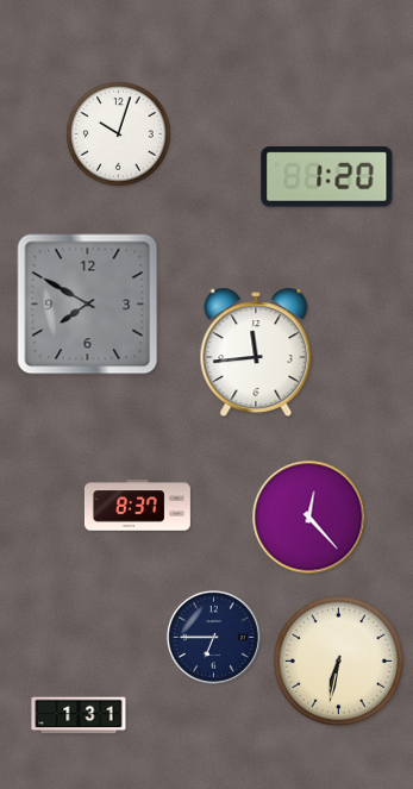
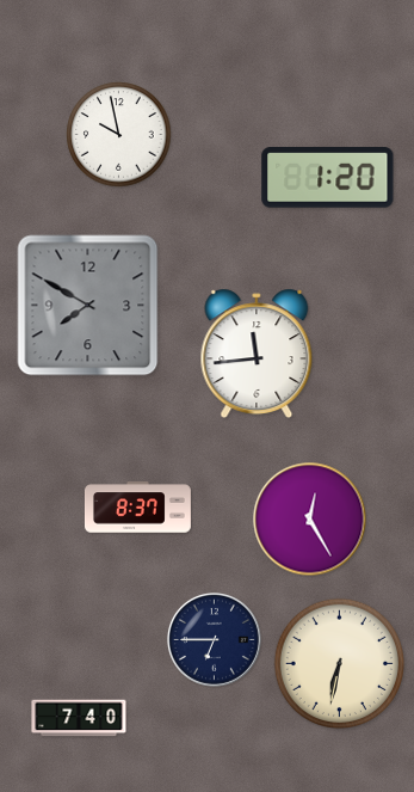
clock at (119, 134): 10:03 -> 9:58
clock at (309, 518): 12:23 -> 12:25
clock at (79, 715): 1:31 -> 7:40
